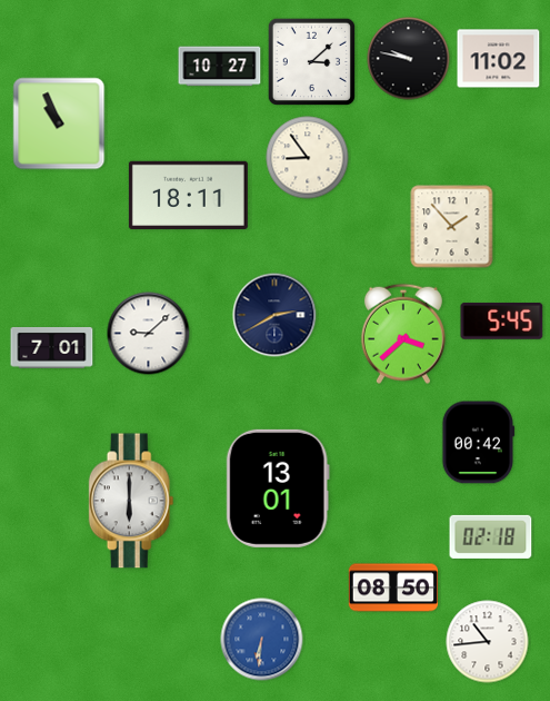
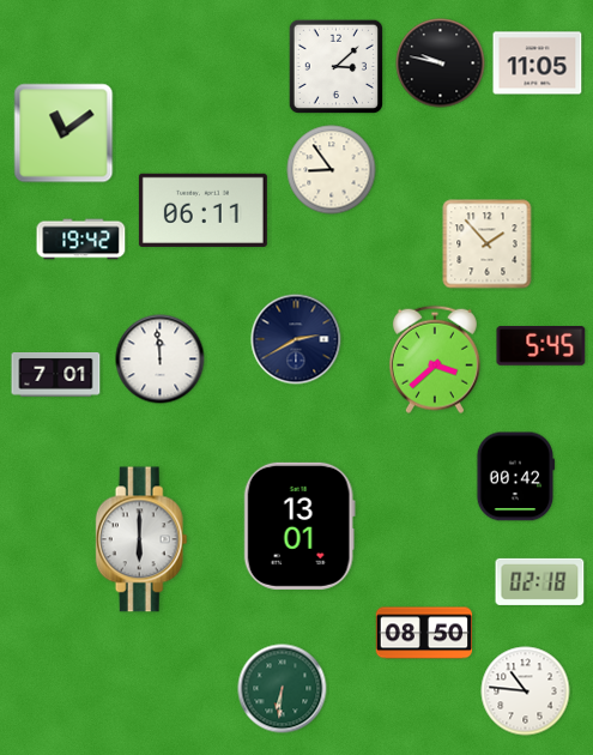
clock at (499, 59): 11:02 -> 11:05
clock at (220, 67): 10:27 -> none
clock at (59, 124): 10:56 -> 11:09
clock at (188, 195): 18:11 -> 06:11
clock at (81, 240): none -> 19:42
clock at (149, 334): 9:08 -> 11:59
clock at (491, 536) position: (491, 536) -> (540, 581)
clock at (262, 640) dial: blue -> green
clock at (488, 642): 10:44 -> 10:46
